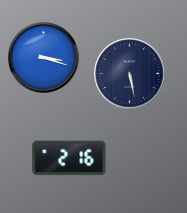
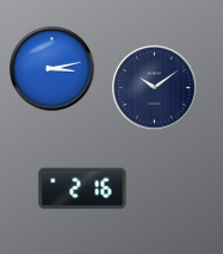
clock at (44, 58): 3:18 -> 3:13
clock at (130, 74): 5:28 -> 10:09
